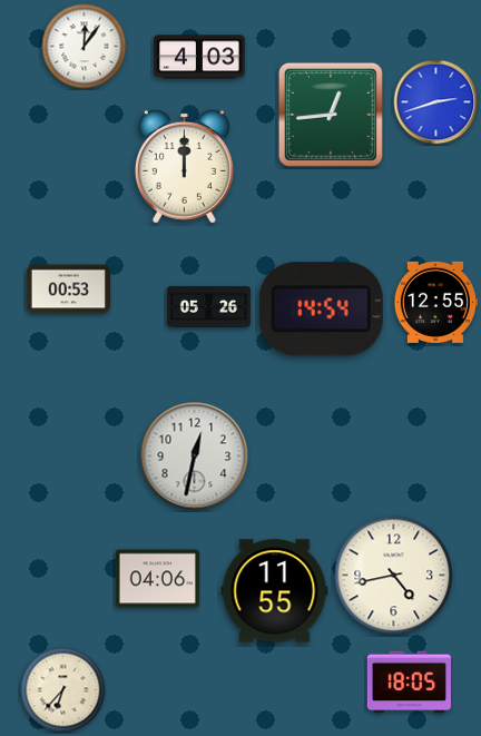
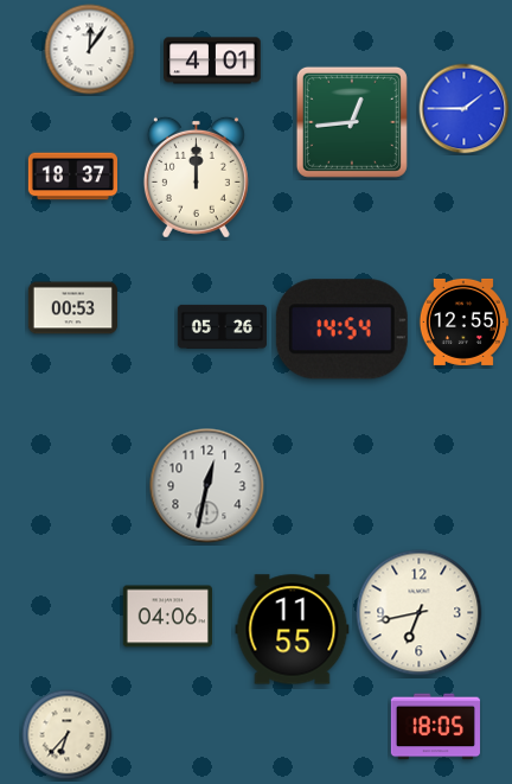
clock at (199, 57): 4:03 -> 4:01
clock at (436, 102): 2:42 -> 1:45
clock at (72, 177): none -> 18:37
clock at (394, 576): 4:43 -> 6:43
